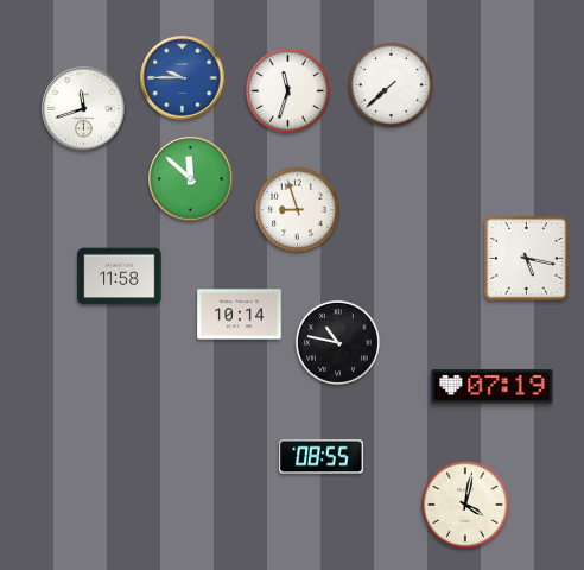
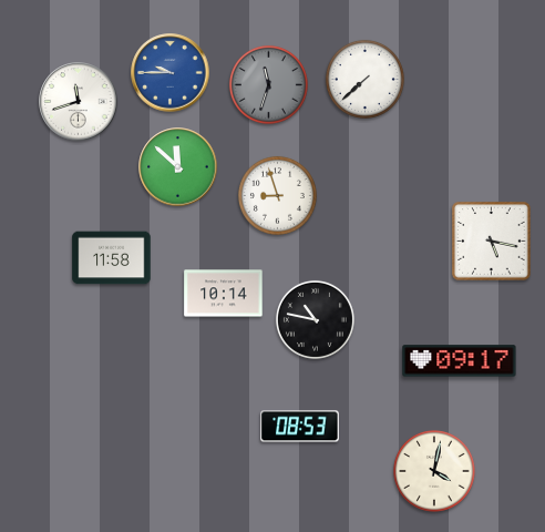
clock at (287, 90) dial: white -> grey
clock at (493, 387): 07:19 -> 09:17
clock at (322, 457): 08:55 -> 08:53
